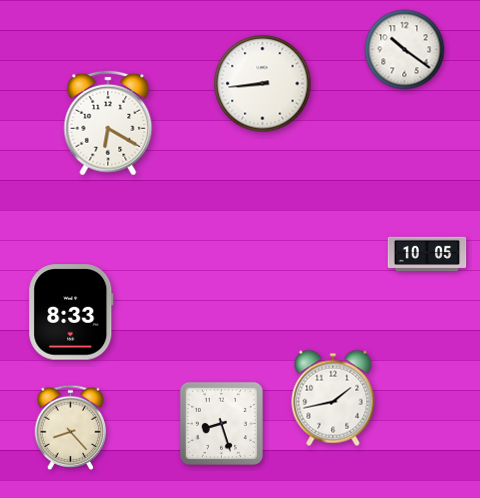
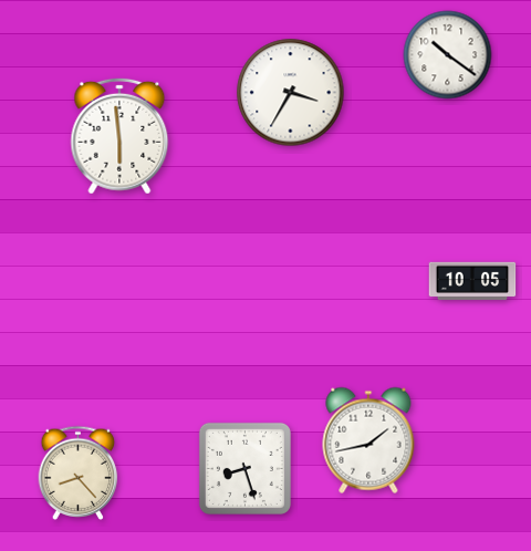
clock at (263, 84): 8:44 -> 3:35
clock at (108, 123): 6:20 -> 5:59
clock at (71, 312): 8:33 -> none
